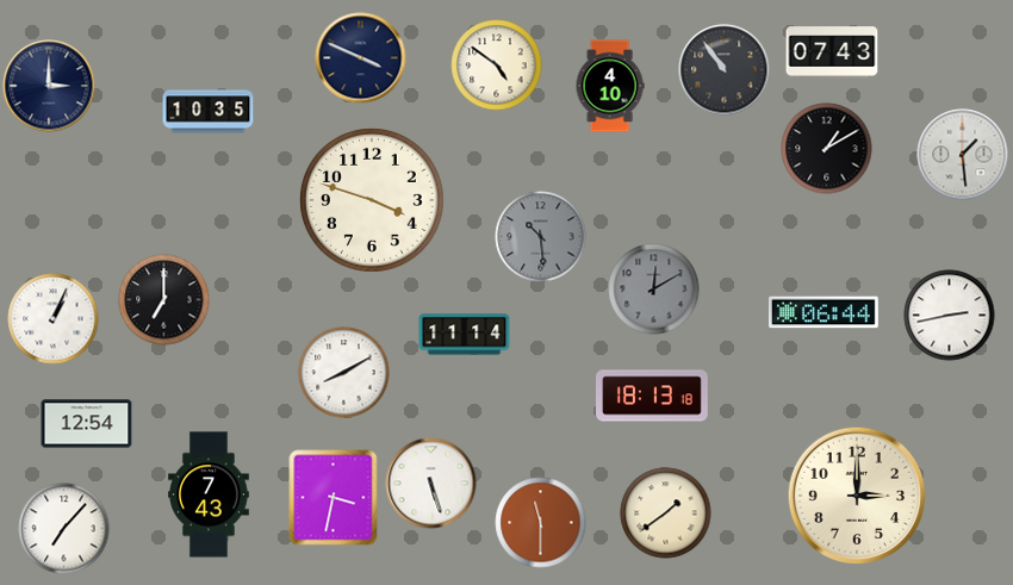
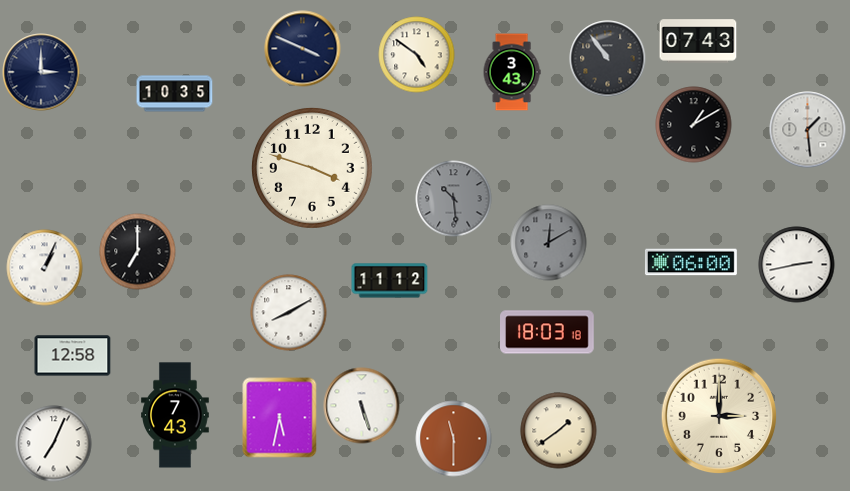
clock at (832, 52) position: (832, 52) -> (698, 41)
clock at (610, 86): 4:10 -> 3:43
clock at (824, 312): 06:44 -> 06:00
clock at (465, 335): 11:14 -> 11:12
clock at (653, 396): 18:13 -> 18:03
clock at (87, 424): 12:54 -> 12:58
clock at (334, 498): 3:32 -> 5:32
clock at (64, 529): 7:07 -> 7:04
